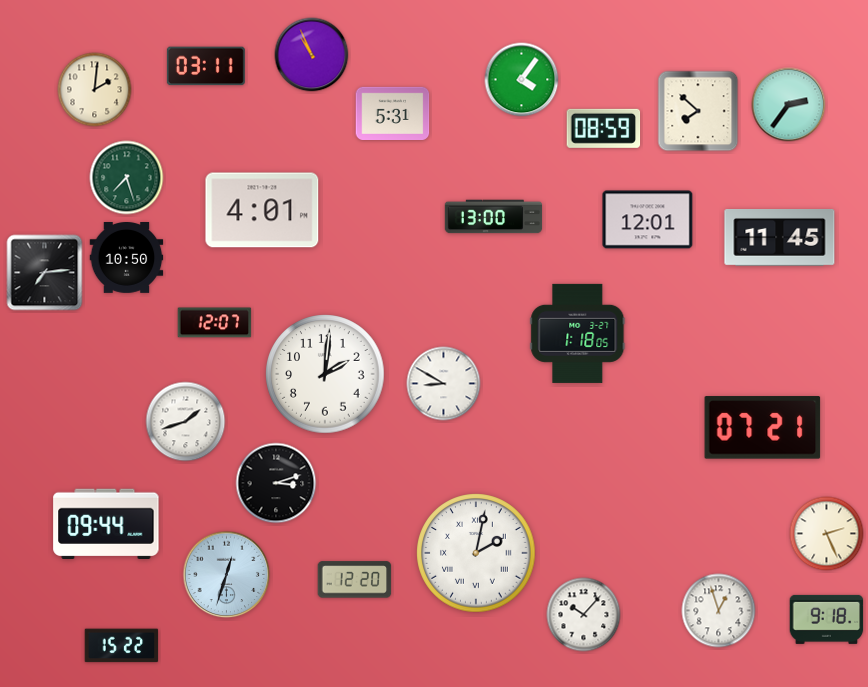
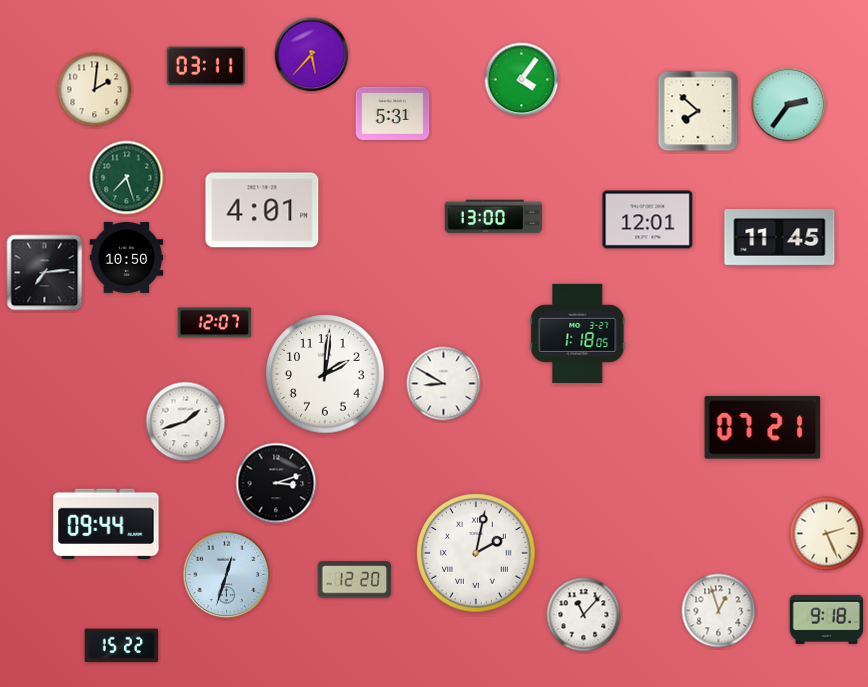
clock at (312, 55): 10:56 -> 5:37
clock at (604, 128): 08:59 -> none
clock at (584, 615): 10:07 -> 11:07
